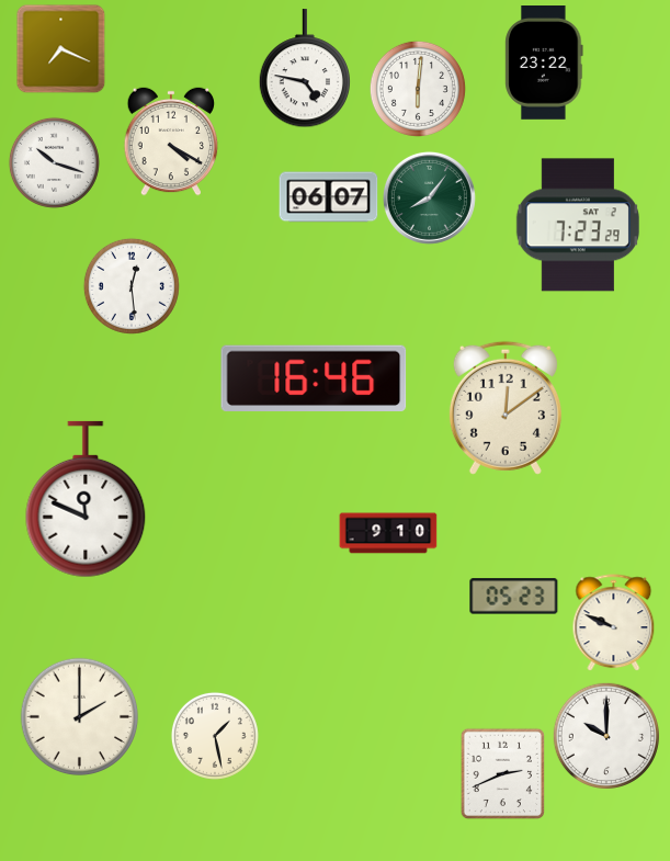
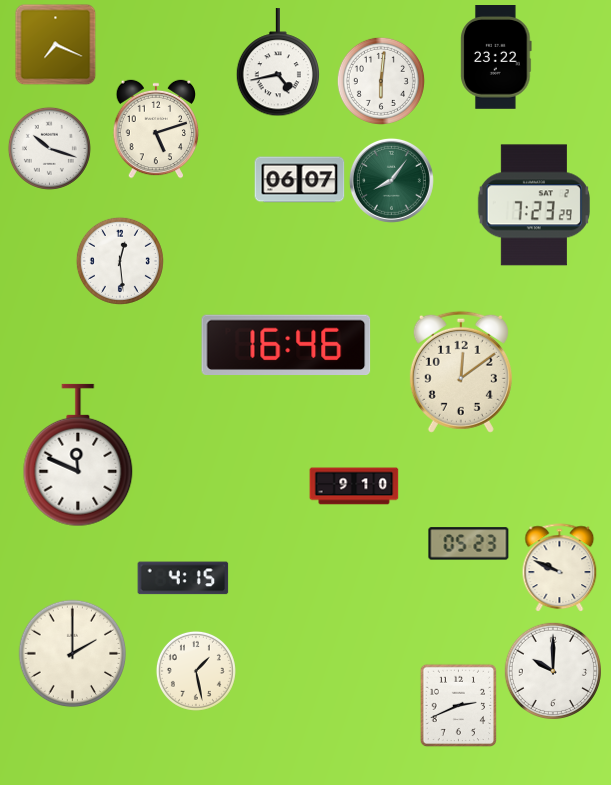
clock at (304, 69): 4:47 -> 4:43
clock at (171, 141): 4:20 -> 5:12
clock at (578, 225) position: (578, 225) -> (534, 205)
clock at (183, 578): none -> 4:15
